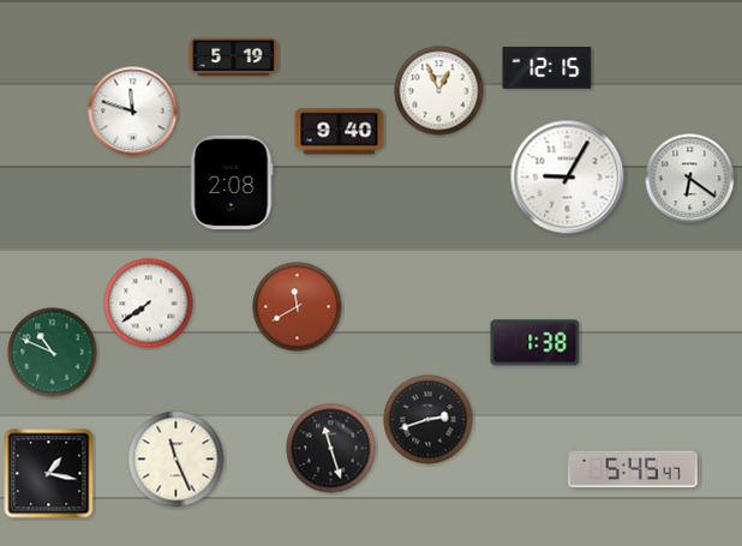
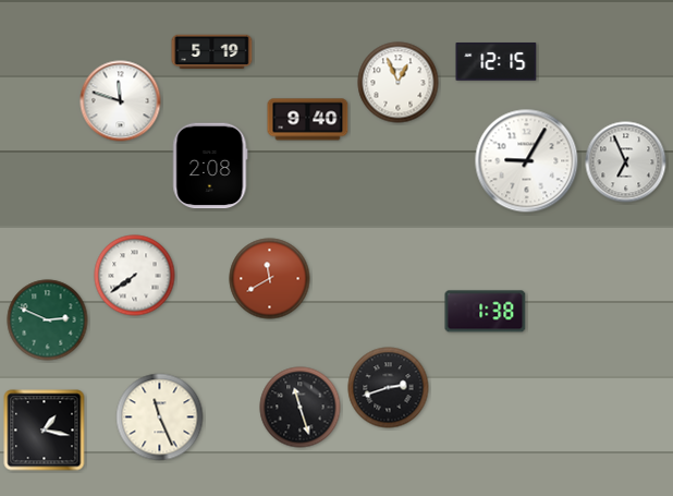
clock at (568, 178) position: (568, 178) -> (527, 161)
clock at (690, 179): 6:21 -> 6:56
clock at (53, 353): 10:49 -> 2:49
clock at (429, 420) position: (429, 420) -> (389, 388)
clock at (634, 469): 5:45 -> none
